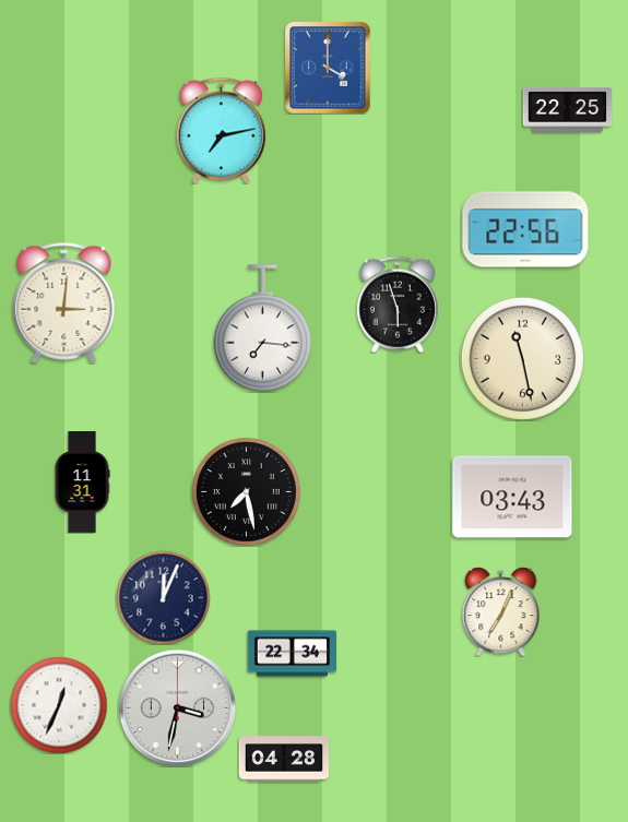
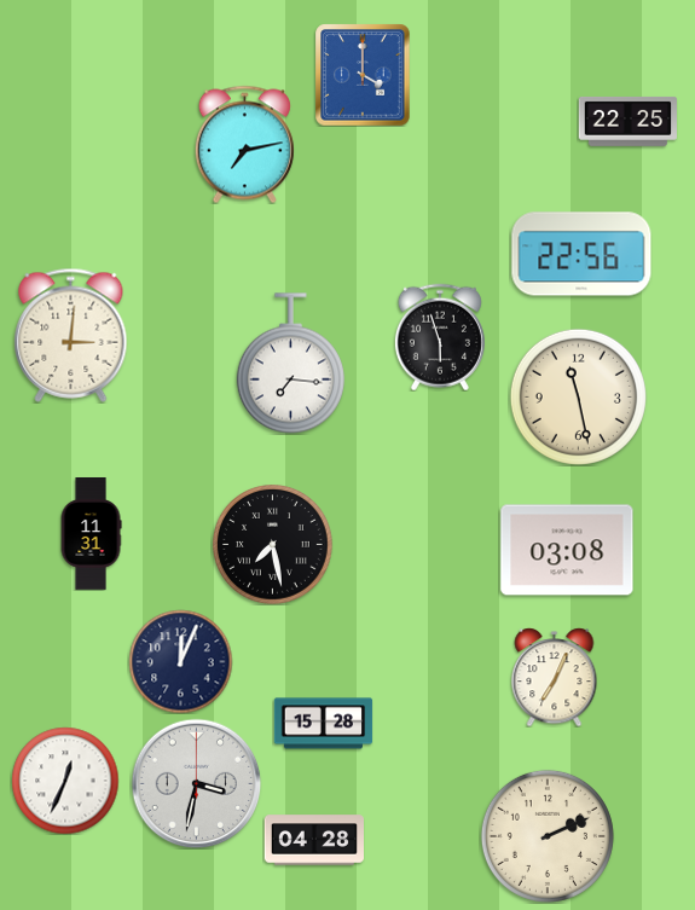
clock at (512, 497): 03:43 -> 03:08
clock at (292, 654): 22:34 -> 15:28
clock at (548, 836): none -> 2:11
